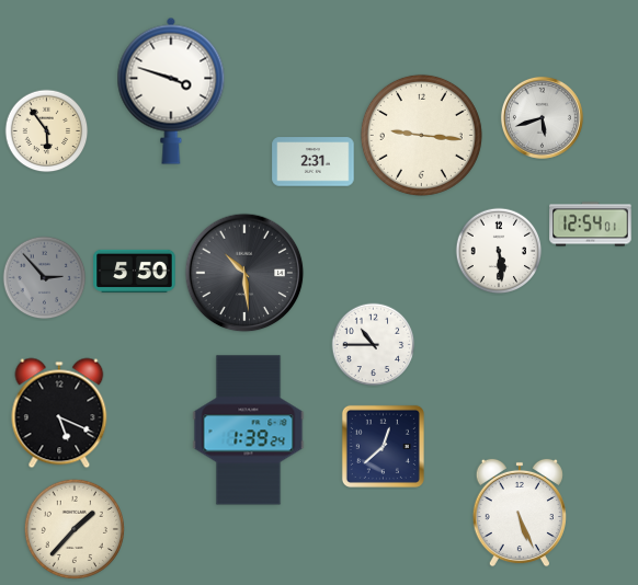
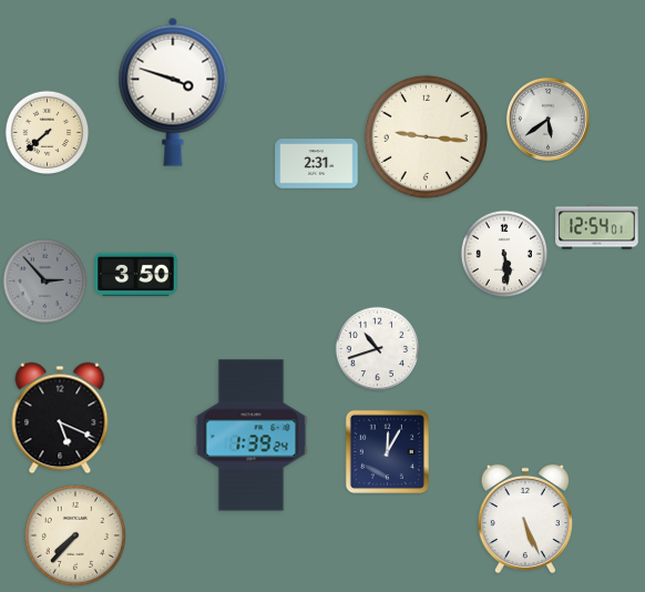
clock at (542, 117): 5:42 -> 5:39
clock at (47, 131): 5:54 -> 7:38
clock at (135, 271): 5:50 -> 3:50
clock at (244, 273): 10:29 -> none
clock at (374, 345): 10:45 -> 10:42
clock at (383, 446): 12:38 -> 12:05
clock at (75, 529): 1:37 -> 7:37
